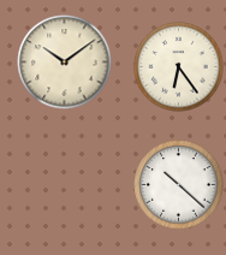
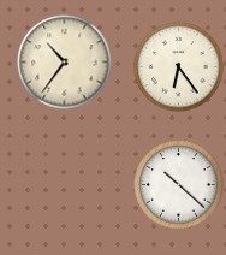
clock at (65, 63): 10:09 -> 10:36
